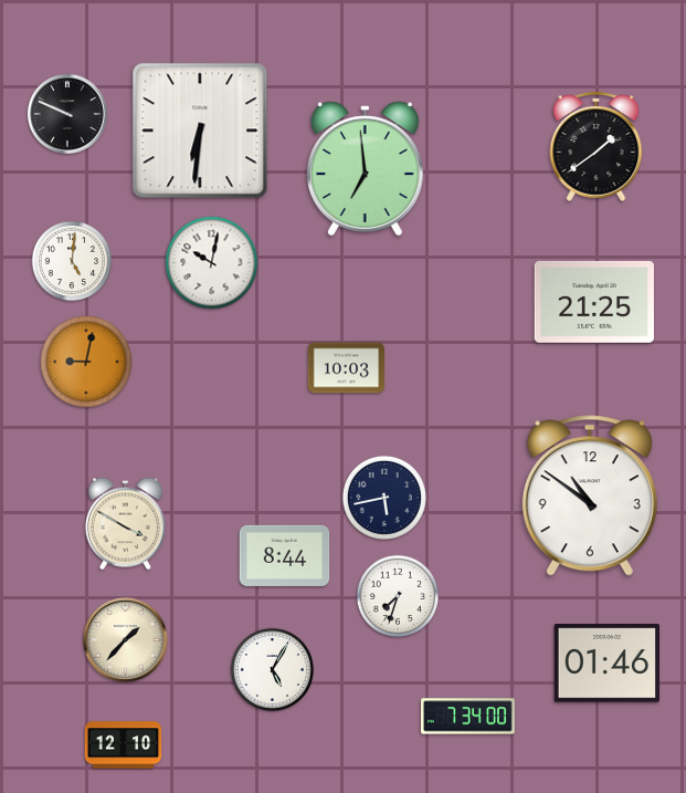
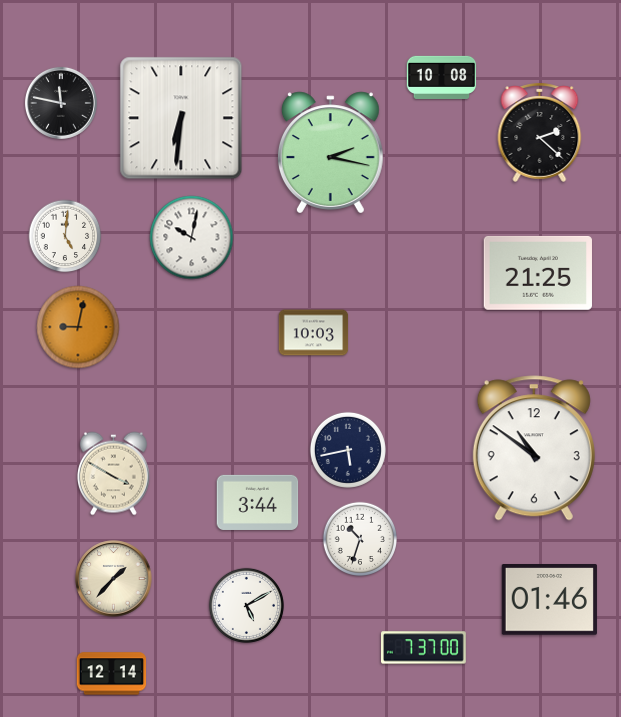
clock at (442, 77): none -> 10:08
clock at (67, 114): 9:49 -> 11:47
clock at (597, 146): 1:39 -> 2:22
clock at (365, 169): 6:59 -> 2:17
clock at (285, 555): 8:44 -> 3:44
clock at (397, 595): 7:33 -> 10:33
clock at (272, 669): 5:05 -> 5:10
clock at (468, 717): 7:34 -> 7:37
clock at (124, 745): 12:10 -> 12:14
